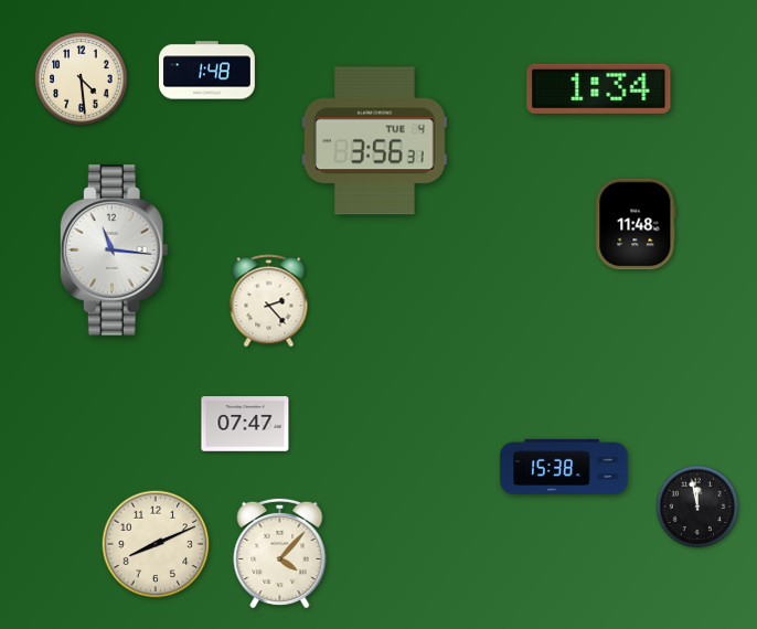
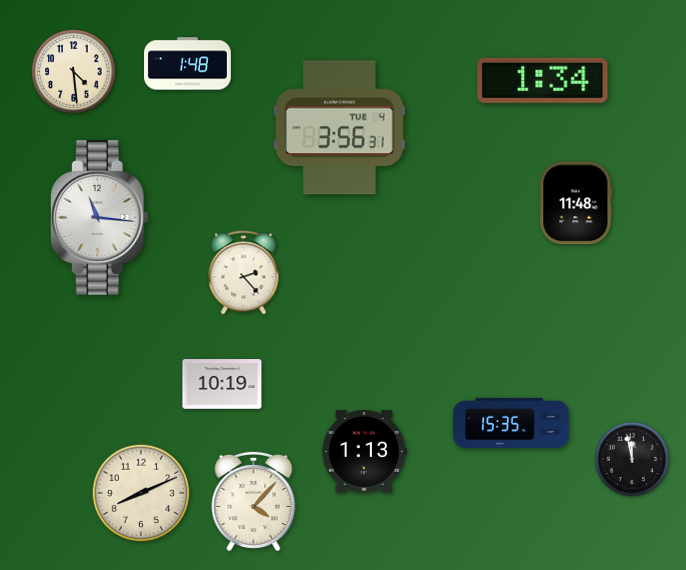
clock at (114, 250) position: (114, 250) -> (99, 218)
clock at (245, 424): 07:47 -> 10:19
clock at (564, 467): 15:38 -> 15:35
clock at (364, 452): none -> 1:13
